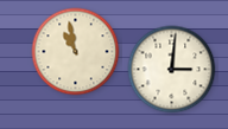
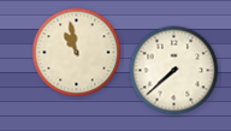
clock at (172, 70): 3:01 -> 7:38
